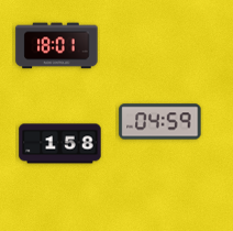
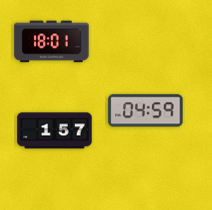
clock at (60, 144): 1:58 -> 1:57
